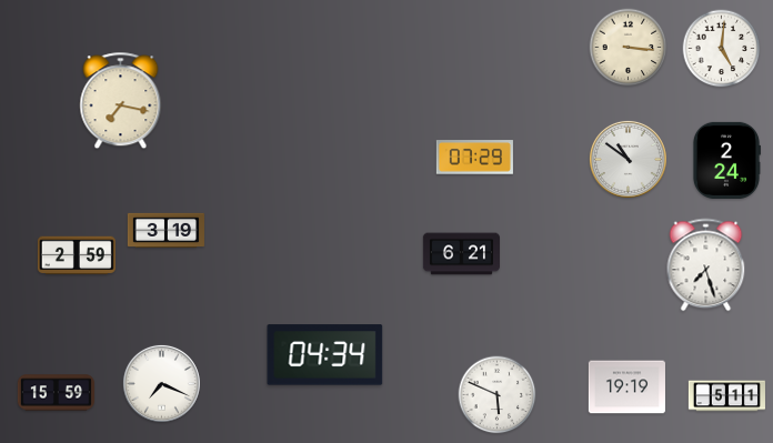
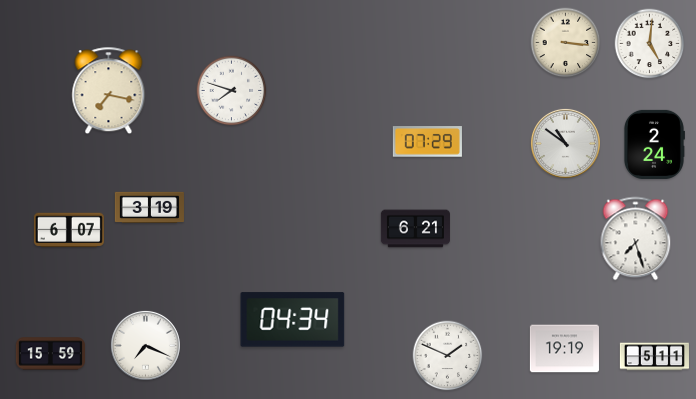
clock at (232, 91): none -> 7:48
clock at (77, 255): 2:59 -> 6:07
clock at (498, 395): 5:49 -> 1:49
